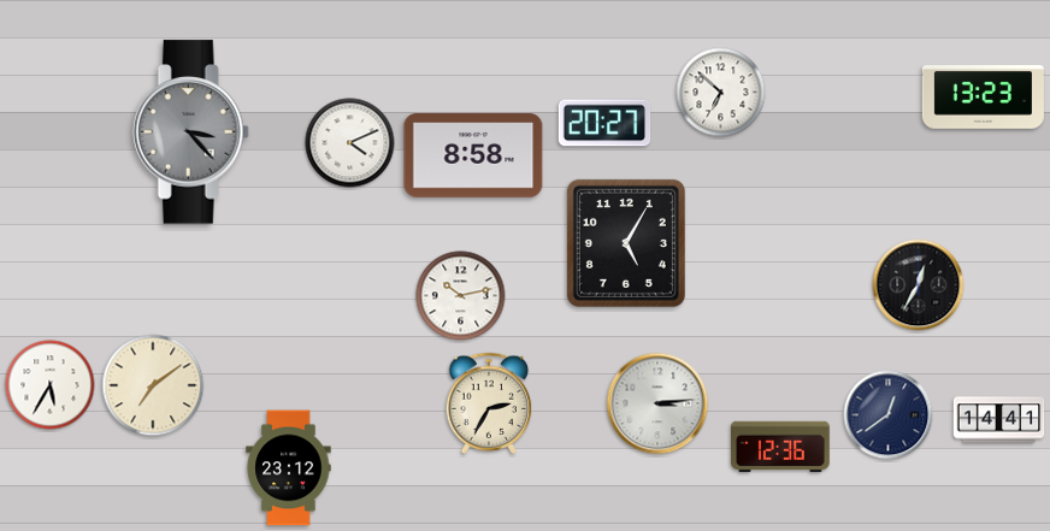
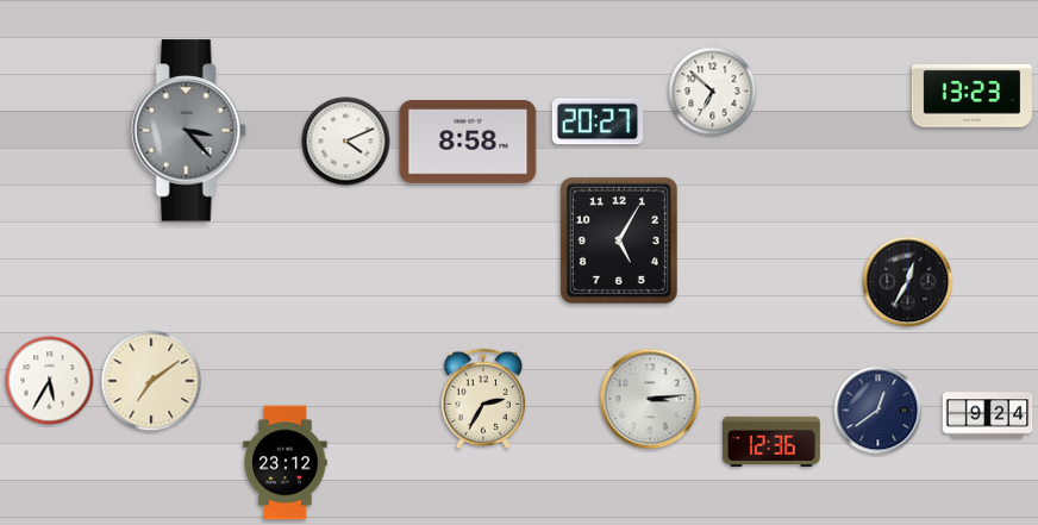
clock at (473, 155) position: (473, 155) -> (468, 142)
clock at (461, 296): 10:13 -> none
clock at (999, 420): 14:41 -> 9:24
